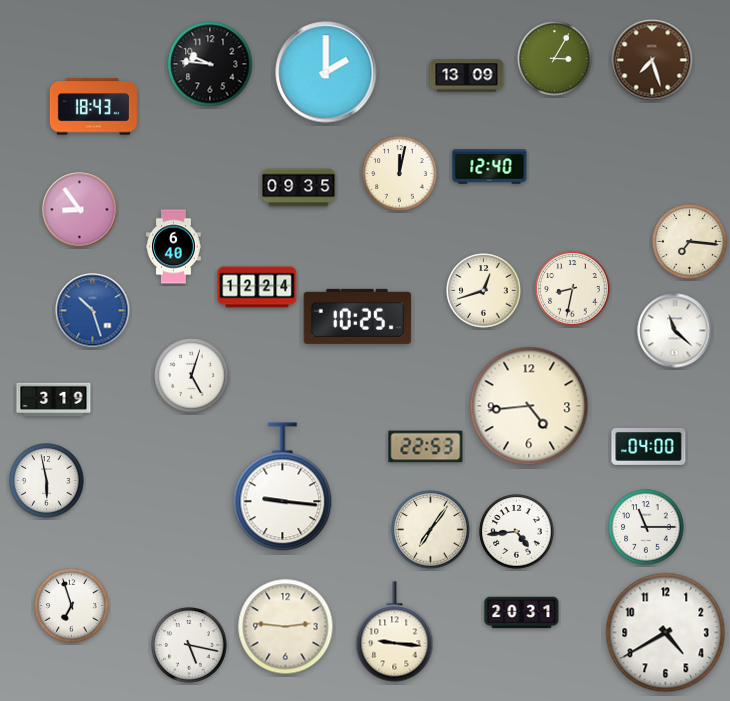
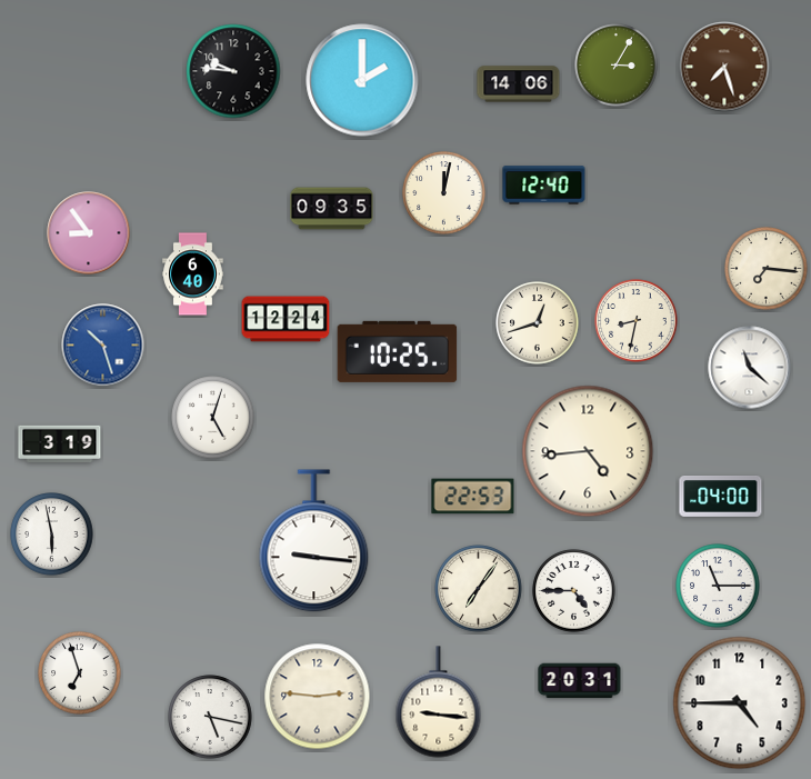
clock at (467, 76): 13:09 -> 14:06
clock at (93, 107): 18:43 -> none
clock at (517, 532): 4:44 -> 4:45
clock at (666, 633): 4:40 -> 4:45
